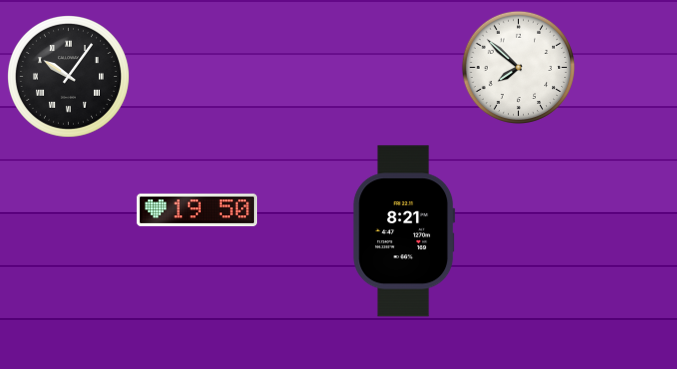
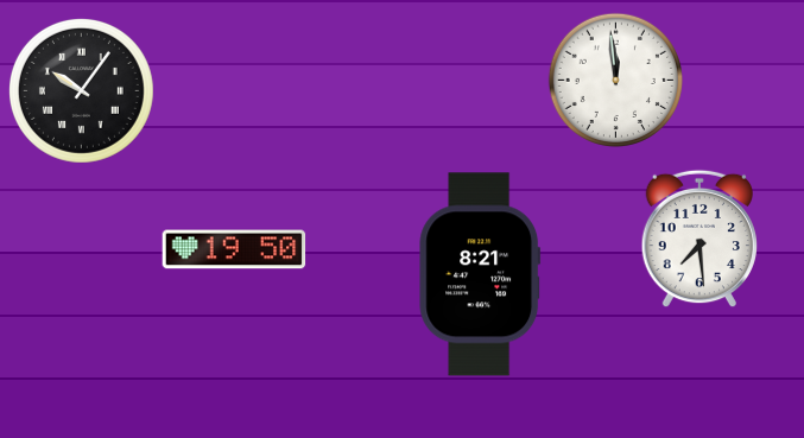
clock at (518, 67): 7:52 -> 11:59
clock at (698, 239): none -> 7:29
